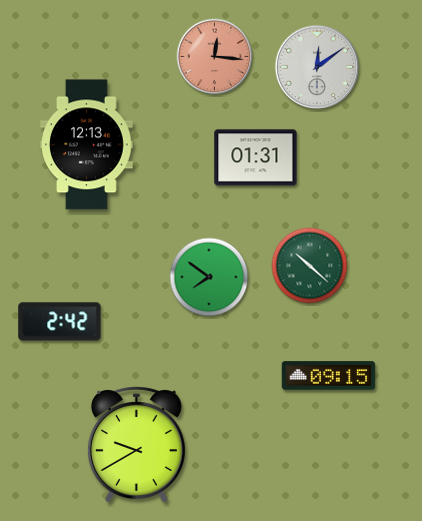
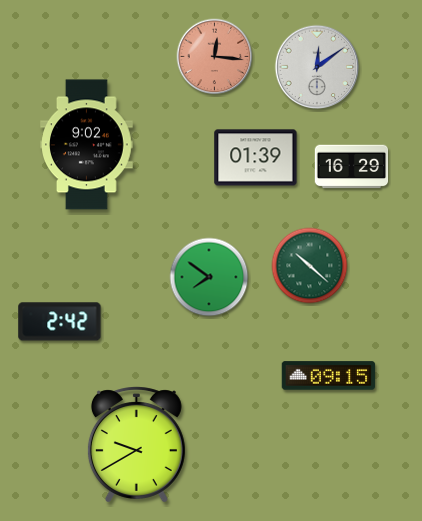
clock at (87, 145): 12:13 -> 9:02
clock at (256, 158): 01:31 -> 01:39
clock at (352, 167): none -> 16:29
